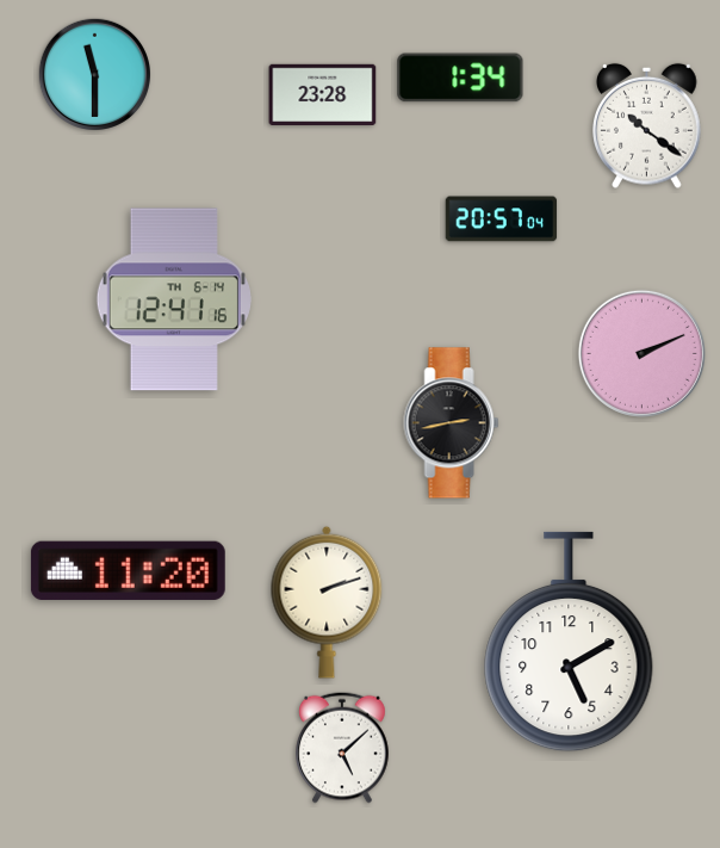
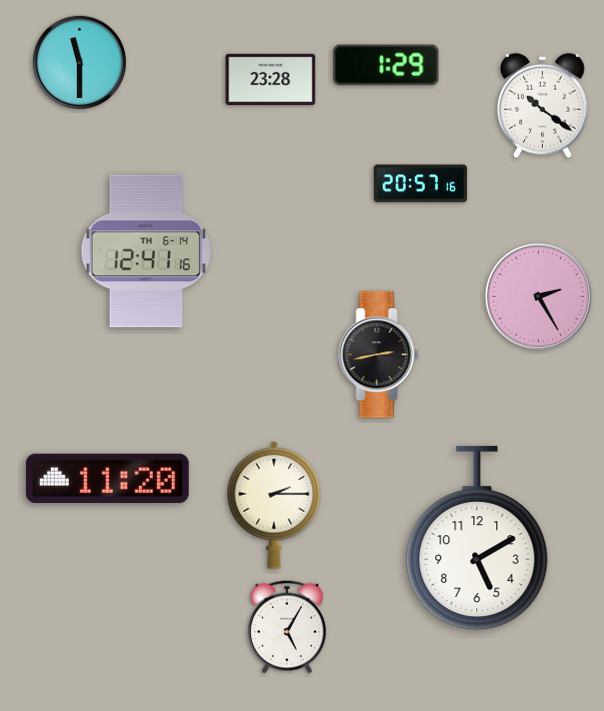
clock at (460, 78): 1:34 -> 1:29
clock at (502, 219): 20:57:04 -> 20:57:16
clock at (641, 353): 2:11 -> 2:25
clock at (327, 602): 2:12 -> 2:15
clock at (343, 748): 5:08 -> 5:05
